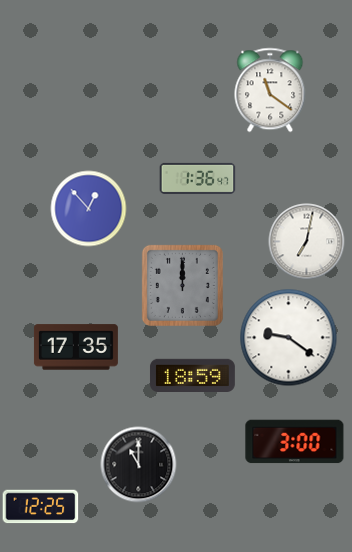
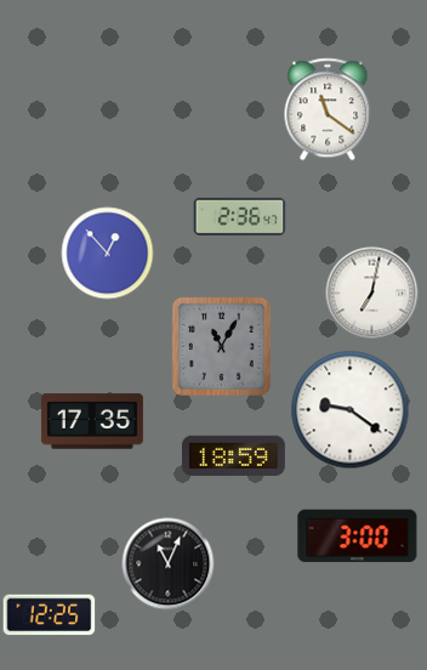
clock at (198, 178): 1:36 -> 2:36
clock at (182, 285): 12:00 -> 11:05
clock at (139, 465): 11:00 -> 11:04
